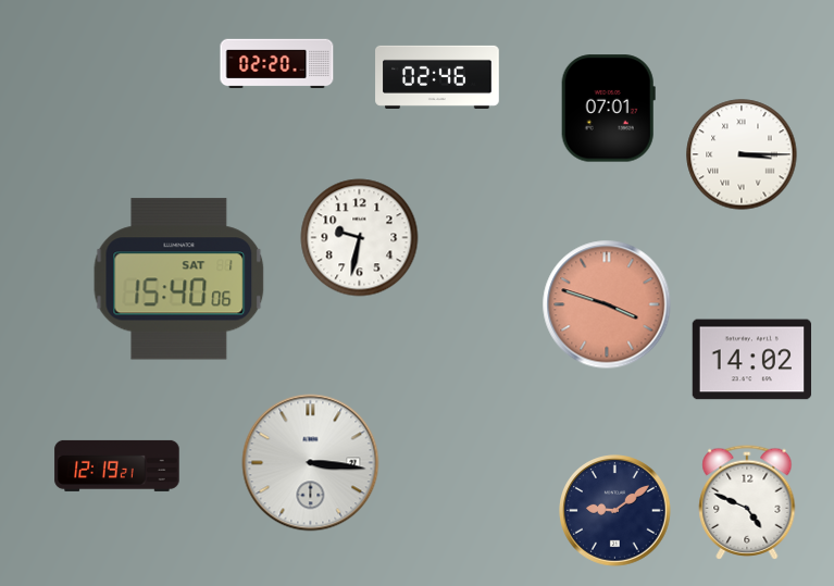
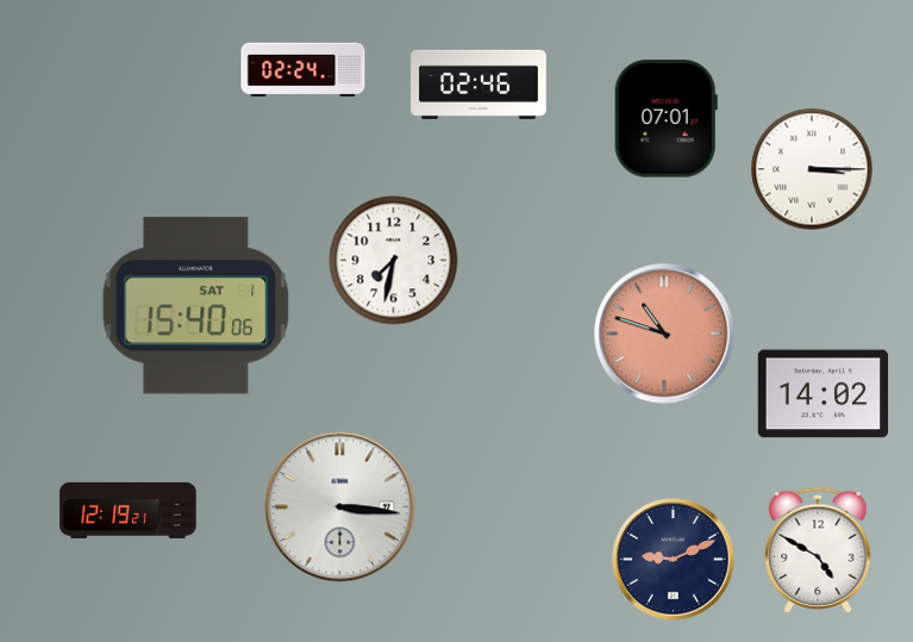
clock at (277, 64): 02:20 -> 02:24
clock at (360, 238): 9:32 -> 7:32
clock at (607, 304): 3:48 -> 10:48
clock at (747, 502): 4:49 -> 4:50
clock at (615, 511): 9:09 -> 9:11
